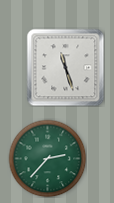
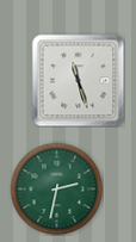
clock at (47, 158): 2:37 -> 2:32
